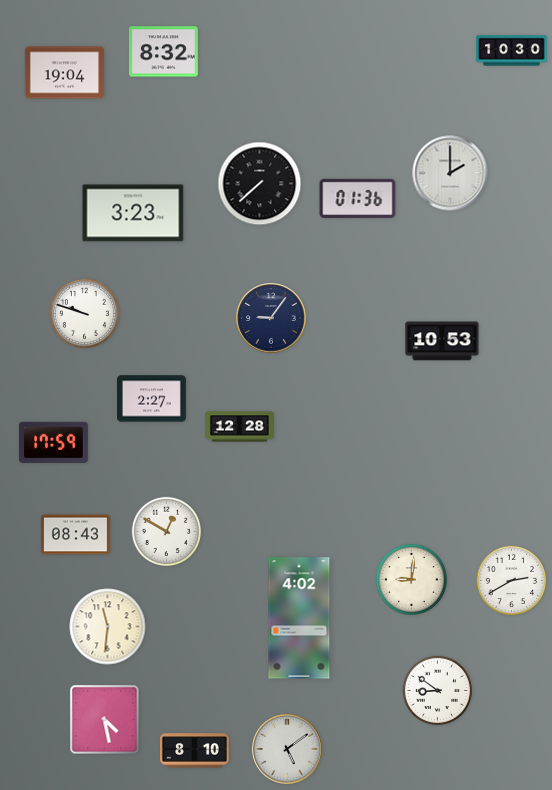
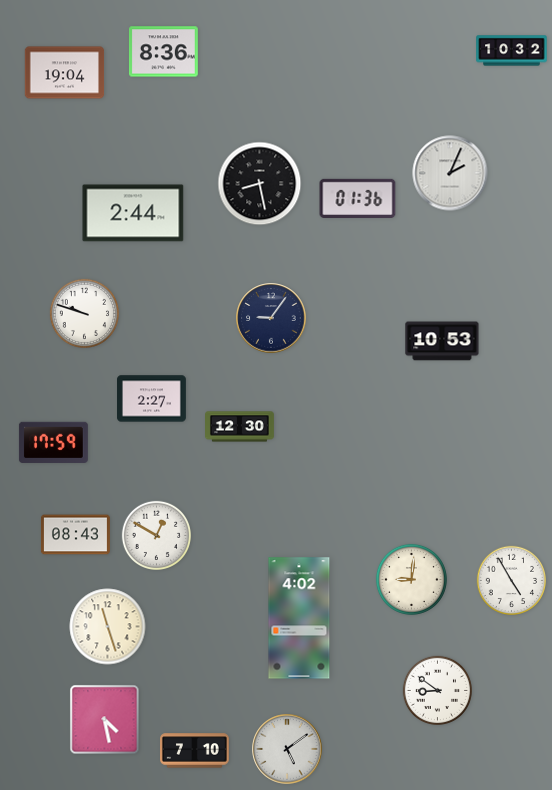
clock at (512, 51): 10:30 -> 10:32
clock at (163, 52): 8:32 -> 8:36
clock at (450, 173): 2:00 -> 2:04
clock at (260, 184): 7:38 -> 8:28
clock at (133, 213): 3:23 -> 2:44
clock at (240, 427): 12:28 -> 12:30
clock at (166, 531) position: (166, 531) -> (156, 535)
clock at (511, 580): 2:40 -> 4:55
clock at (108, 627): 11:31 -> 11:27
clock at (195, 751): 8:10 -> 7:10
